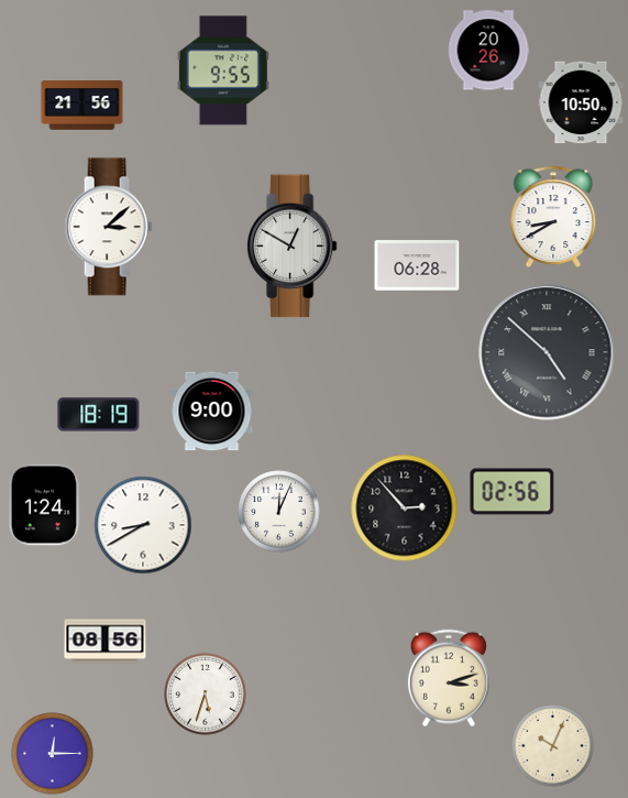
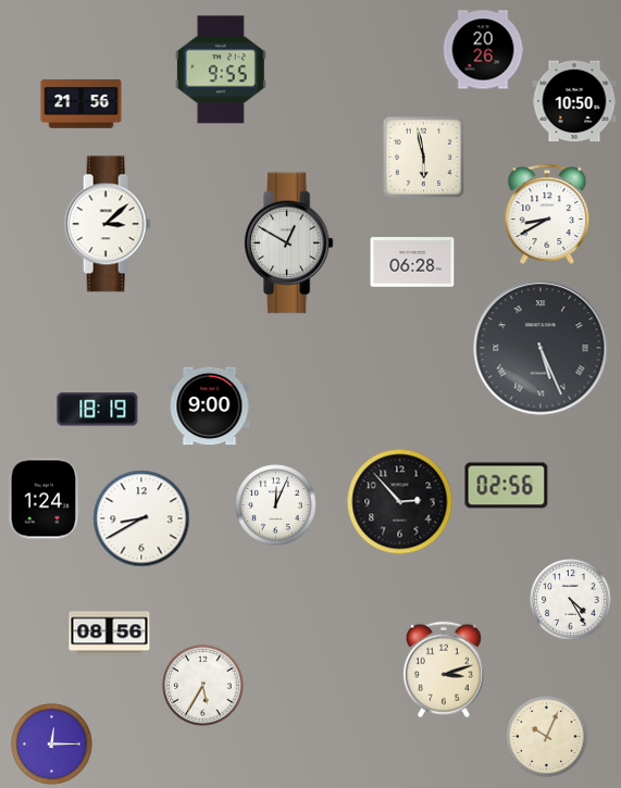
clock at (423, 157): none -> 5:58
clock at (547, 352): 4:52 -> 5:26
clock at (571, 600): none -> 4:25
clock at (106, 642) position: (106, 642) -> (110, 634)
clock at (206, 695): 5:33 -> 5:35
